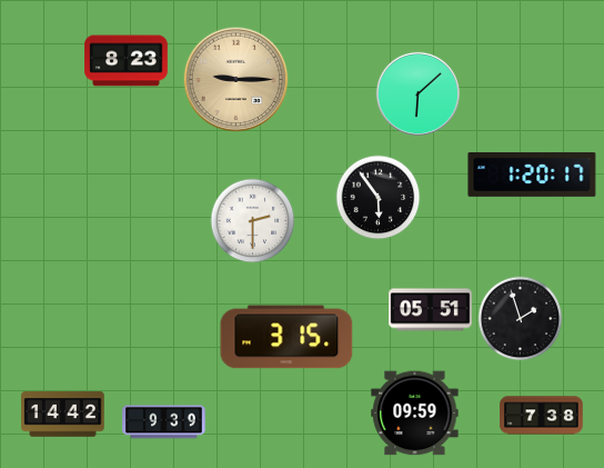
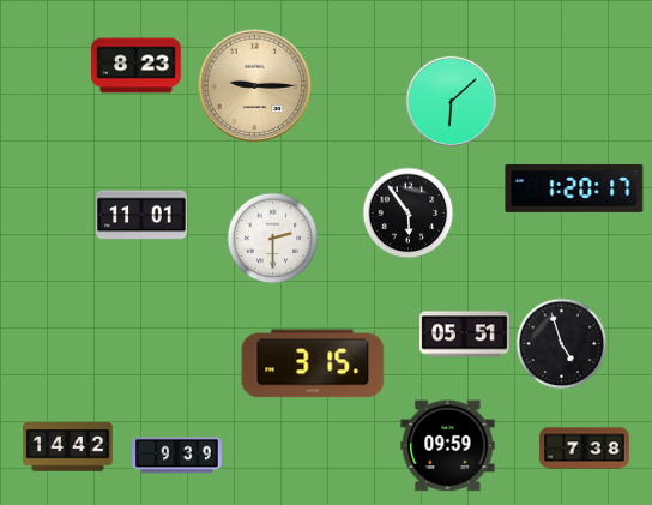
clock at (141, 215): none -> 11:01
clock at (521, 319): 1:57 -> 4:57
clock at (286, 337) position: (286, 337) -> (313, 363)
